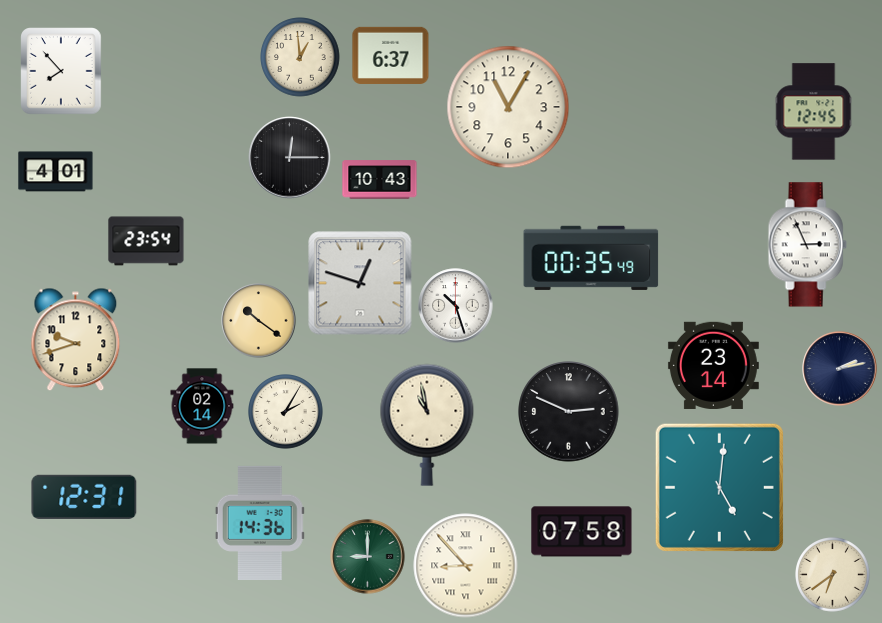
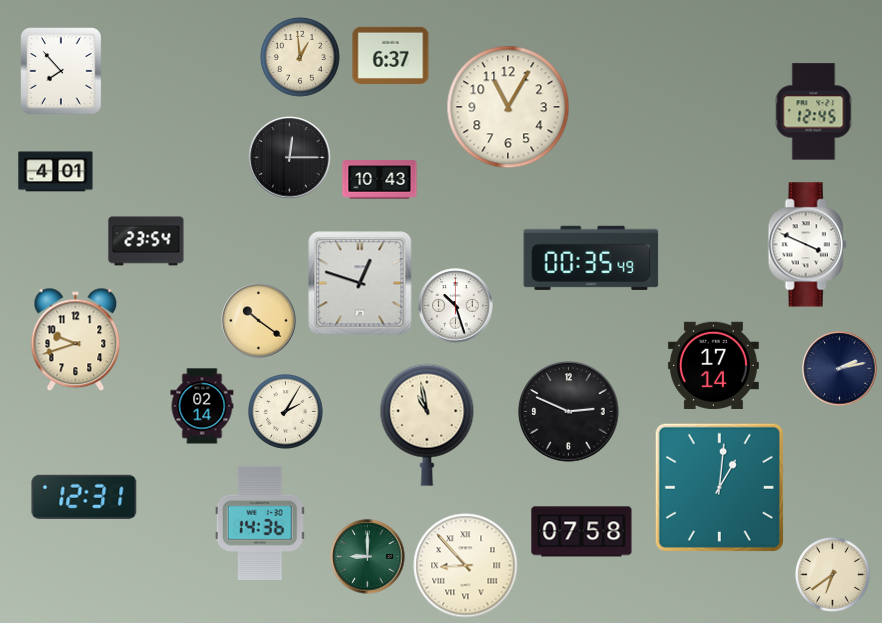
clock at (807, 245): 2:56 -> 3:49
clock at (713, 365): 23:14 -> 17:14
clock at (719, 487): 5:01 -> 1:01
